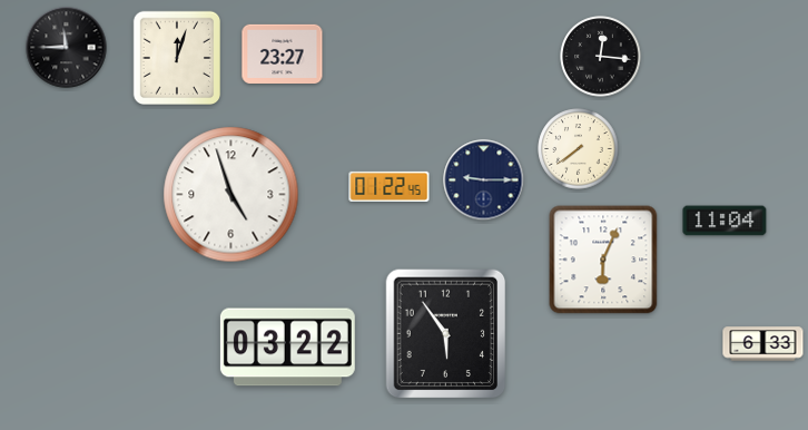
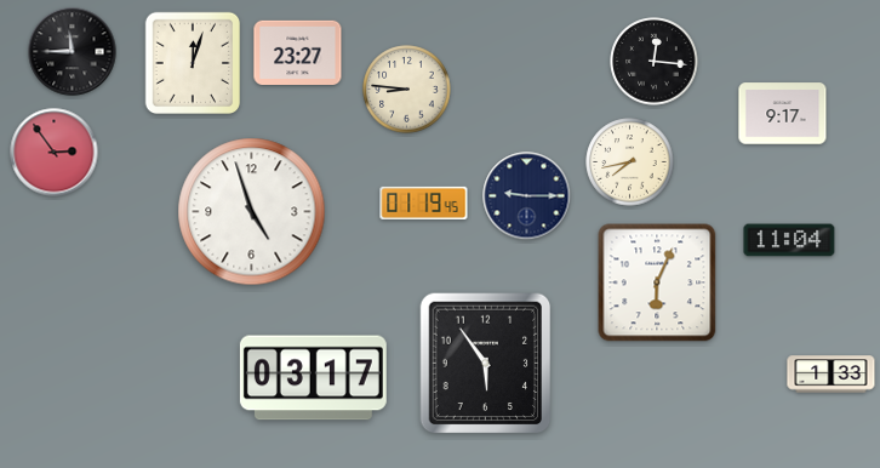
clock at (283, 53) position: (283, 53) -> (298, 52)
clock at (407, 90): none -> 8:46
clock at (783, 114): none -> 9:17
clock at (55, 153): none -> 2:54
clock at (579, 149): 7:39 -> 7:43
clock at (390, 186): 01:22 -> 01:19
clock at (763, 344): 6:33 -> 1:33
clock at (287, 348): 03:22 -> 03:17
